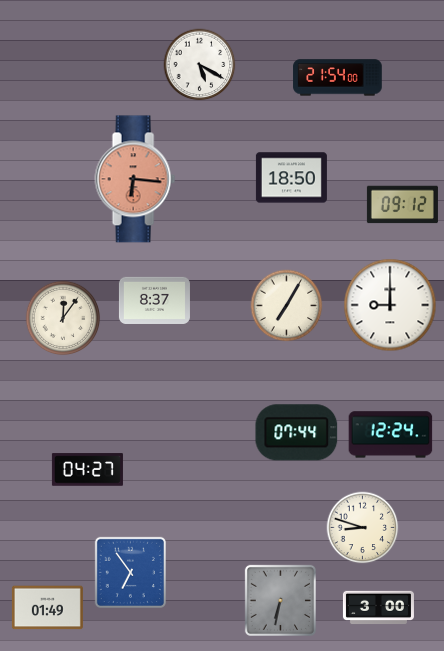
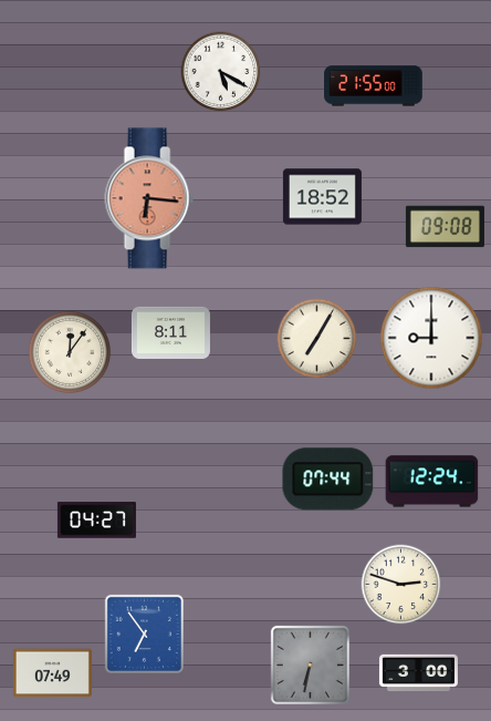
clock at (338, 78): 21:54 -> 21:55
clock at (291, 178): 18:50 -> 18:52
clock at (402, 205): 09:12 -> 09:08
clock at (154, 300): 8:37 -> 8:11
clock at (363, 528): 8:48 -> 2:48
clock at (47, 608): 01:49 -> 07:49
